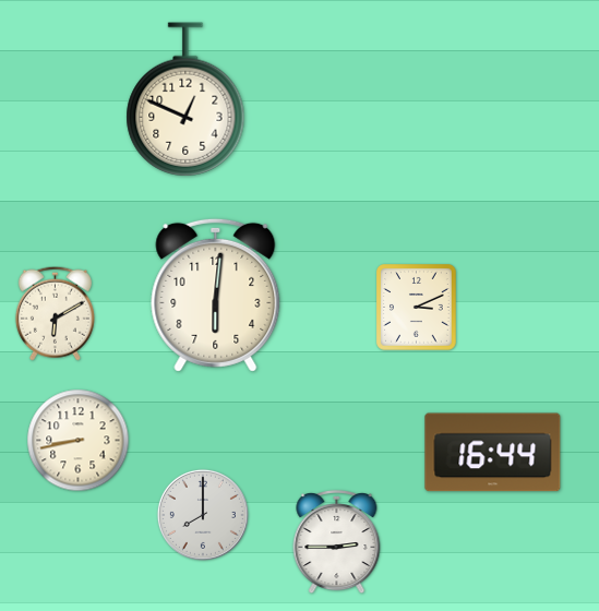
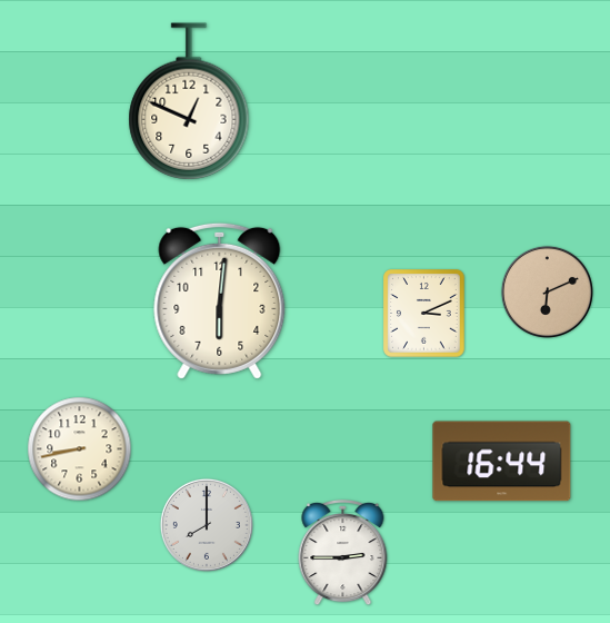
clock at (547, 291): none -> 6:11
clock at (55, 313): 6:10 -> none
